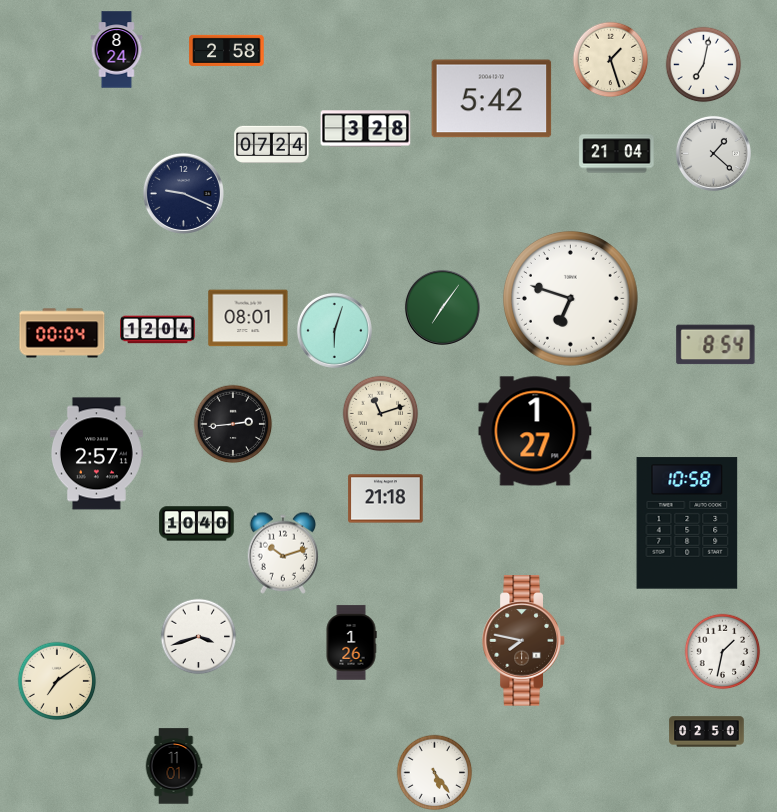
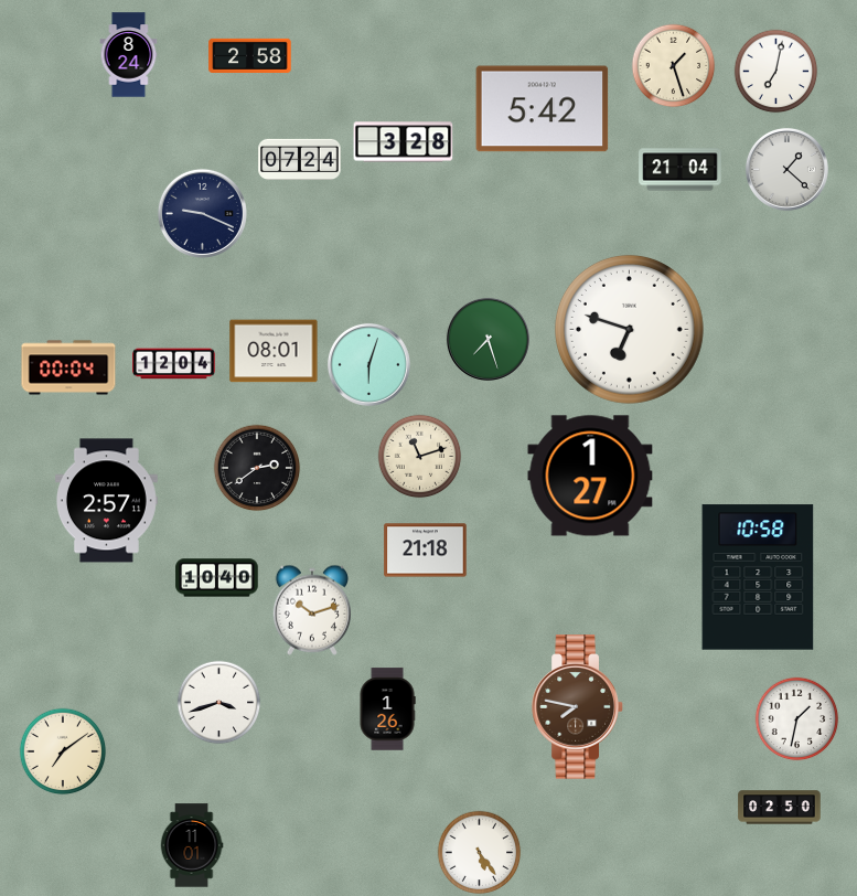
clock at (442, 307): 7:06 -> 7:27
clock at (716, 345): 8:54 -> none
clock at (233, 424): 2:44 -> 2:39
